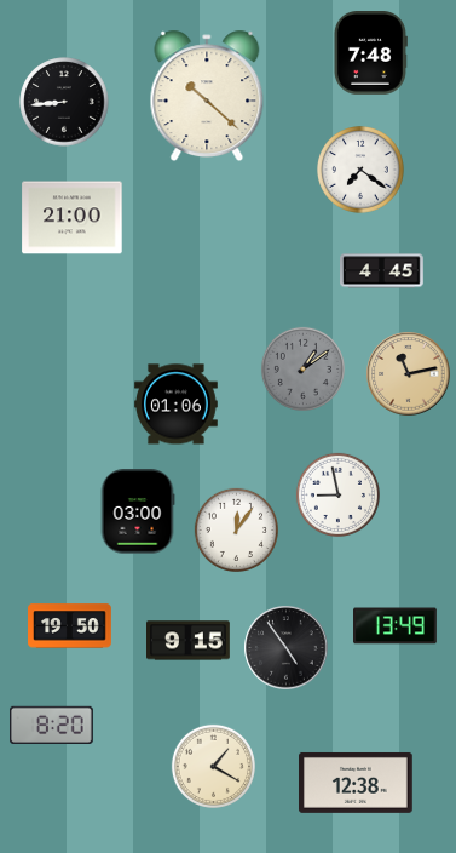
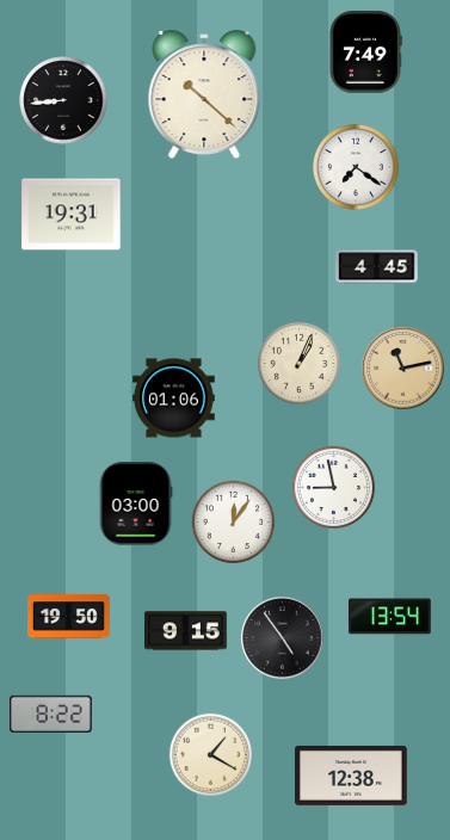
clock at (370, 53): 7:48 -> 7:49
clock at (73, 218): 21:00 -> 19:31
clock at (302, 368): 1:09 -> 1:04
clock at (302, 368) dial: grey -> cream
clock at (396, 626): 13:49 -> 13:54
clock at (52, 725): 8:20 -> 8:22
clock at (357, 783) position: (357, 783) -> (352, 776)
